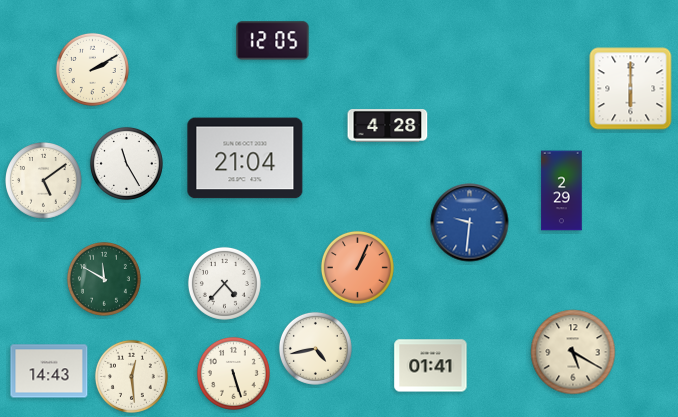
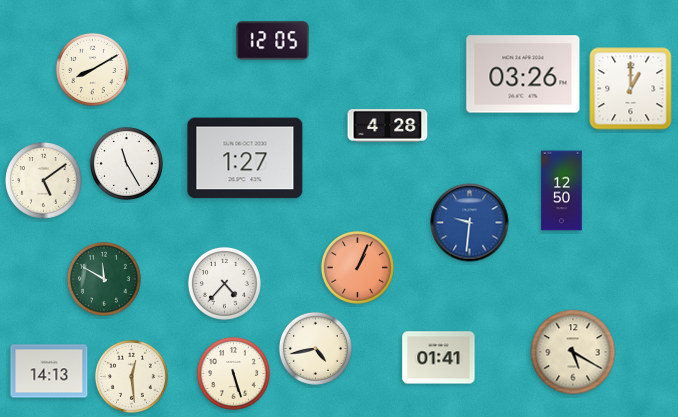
clock at (92, 69): 2:10 -> 8:10
clock at (523, 74): none -> 03:26
clock at (631, 89): 6:00 -> 1:00
clock at (245, 158): 21:04 -> 1:27
clock at (562, 191): 2:29 -> 12:50
clock at (431, 366) position: (431, 366) -> (439, 358)
clock at (49, 371): 14:43 -> 14:13
